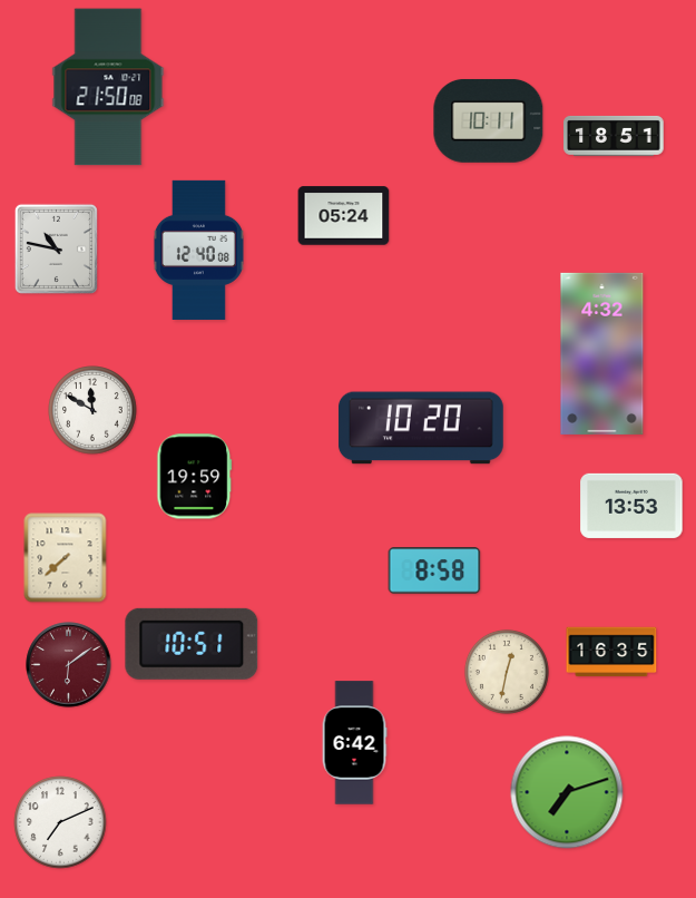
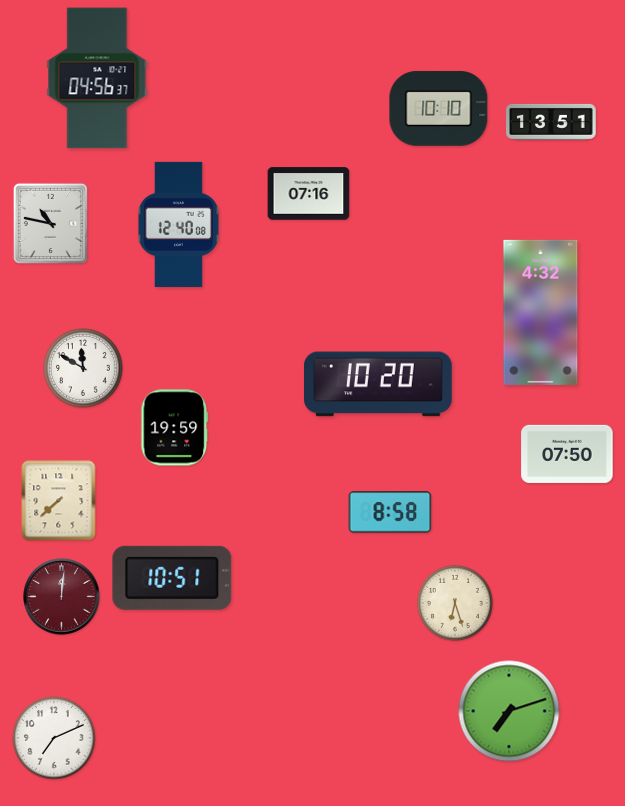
clock at (108, 87): 21:50 -> 04:56
clock at (489, 120): 10:11 -> 10:10
clock at (614, 136): 18:51 -> 13:51
clock at (344, 216): 05:24 -> 07:16
clock at (602, 353) position: (602, 353) -> (541, 312)
clock at (631, 506): 13:53 -> 07:50
clock at (611, 652): 16:35 -> none
clock at (69, 665): 6:09 -> 12:01
clock at (507, 672): 12:32 -> 6:27
clock at (354, 743): 6:42 -> none
